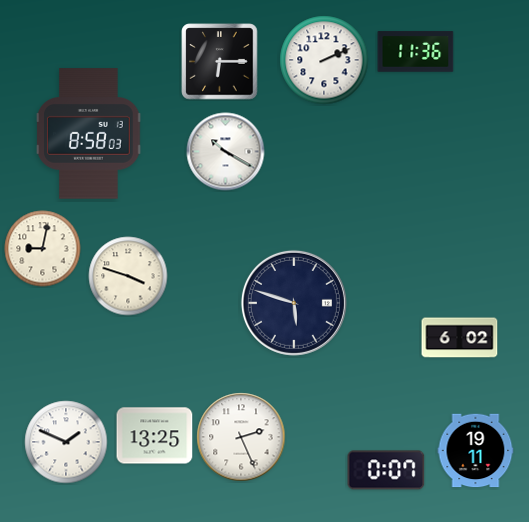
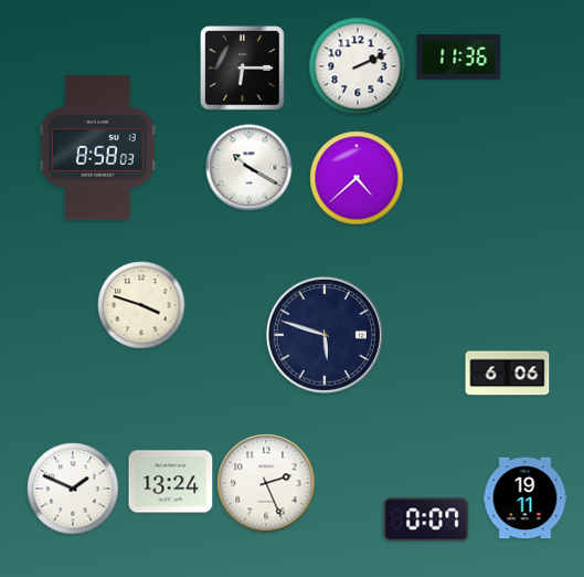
clock at (357, 178): none -> 4:38
clock at (43, 249): 9:02 -> none
clock at (460, 338): 6:02 -> 6:06
clock at (155, 436): 13:25 -> 13:24
